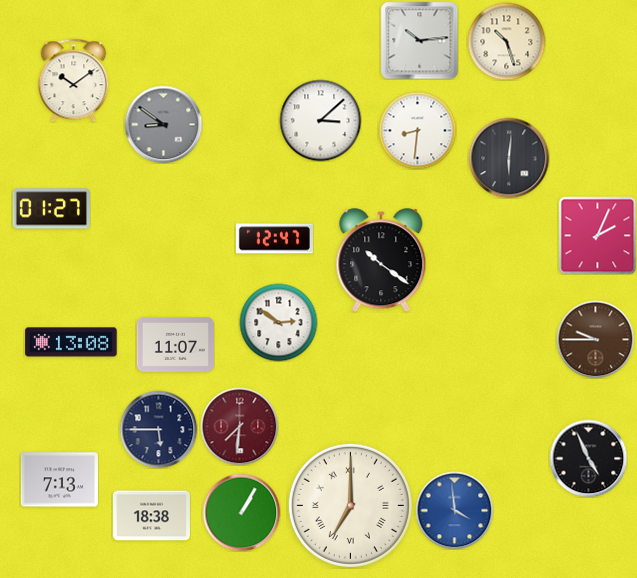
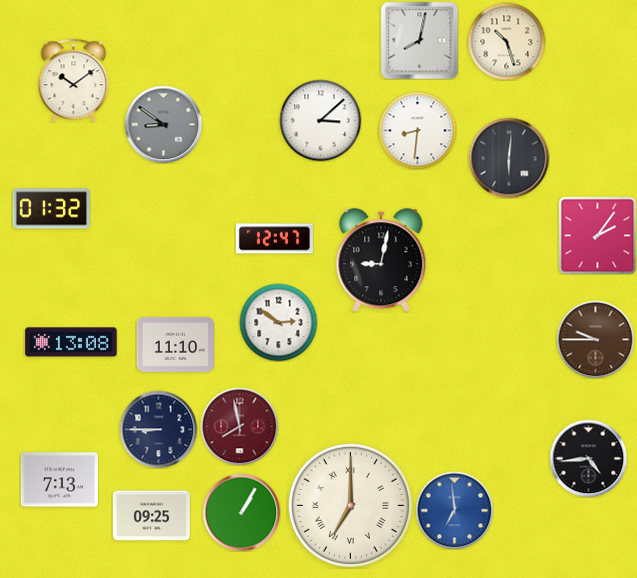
clock at (419, 40): 10:14 -> 8:02
clock at (51, 209): 01:27 -> 01:32
clock at (597, 235): 2:04 -> 2:06
clock at (381, 260): 10:21 -> 9:02
clock at (175, 344): 11:07 -> 11:10
clock at (239, 426): 7:31 -> 7:58
clock at (158, 429): 5:45 -> 8:45
clock at (588, 458): 4:56 -> 4:44
clock at (454, 510): 3:59 -> 6:59
clock at (151, 516): 18:38 -> 09:25
